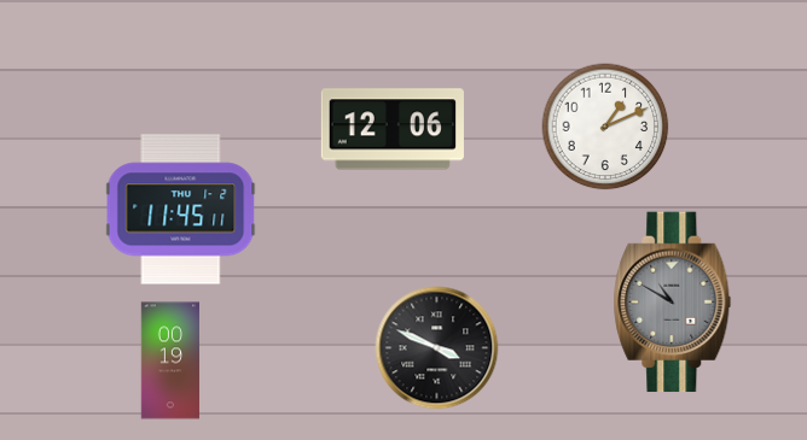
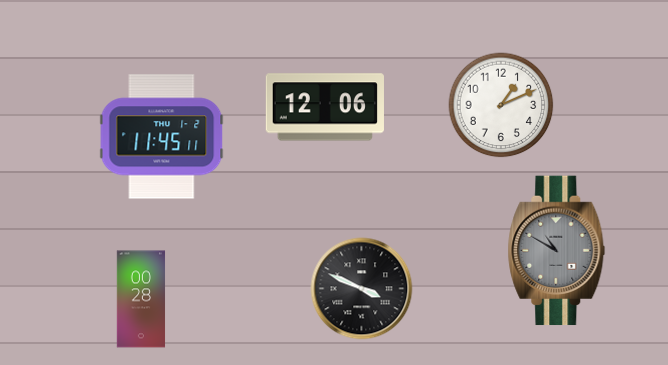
clock at (181, 210) position: (181, 210) -> (162, 137)
clock at (170, 360): 00:19 -> 00:28
